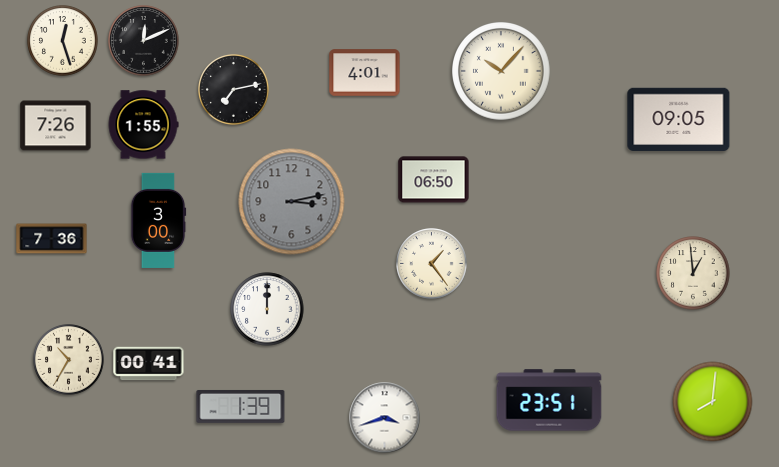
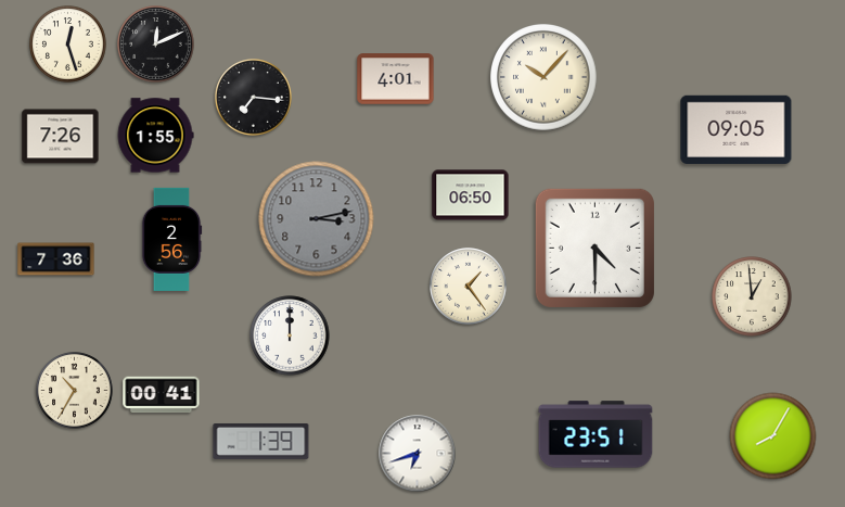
clock at (234, 90): 7:13 -> 7:16
clock at (158, 220): 3:00 -> 2:56
clock at (594, 248): none -> 4:30
clock at (713, 402): 8:01 -> 8:05
clock at (385, 418): 3:42 -> 6:42
